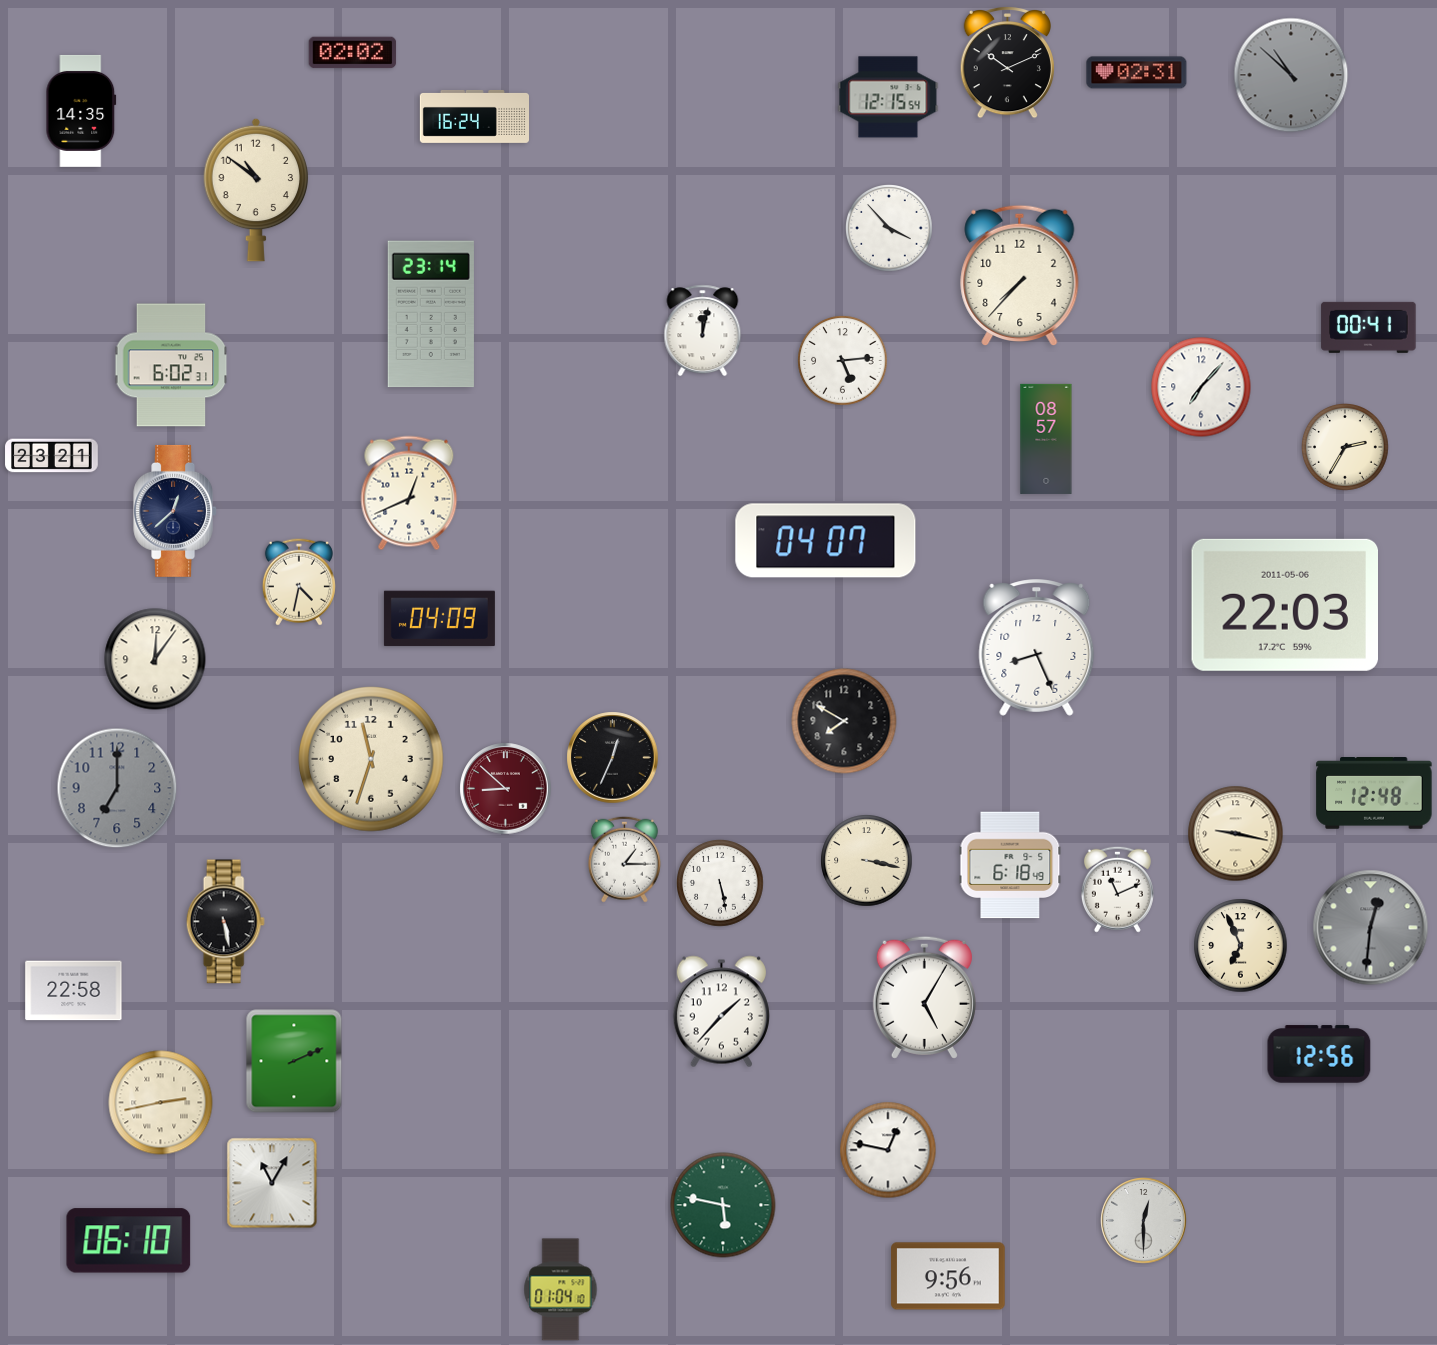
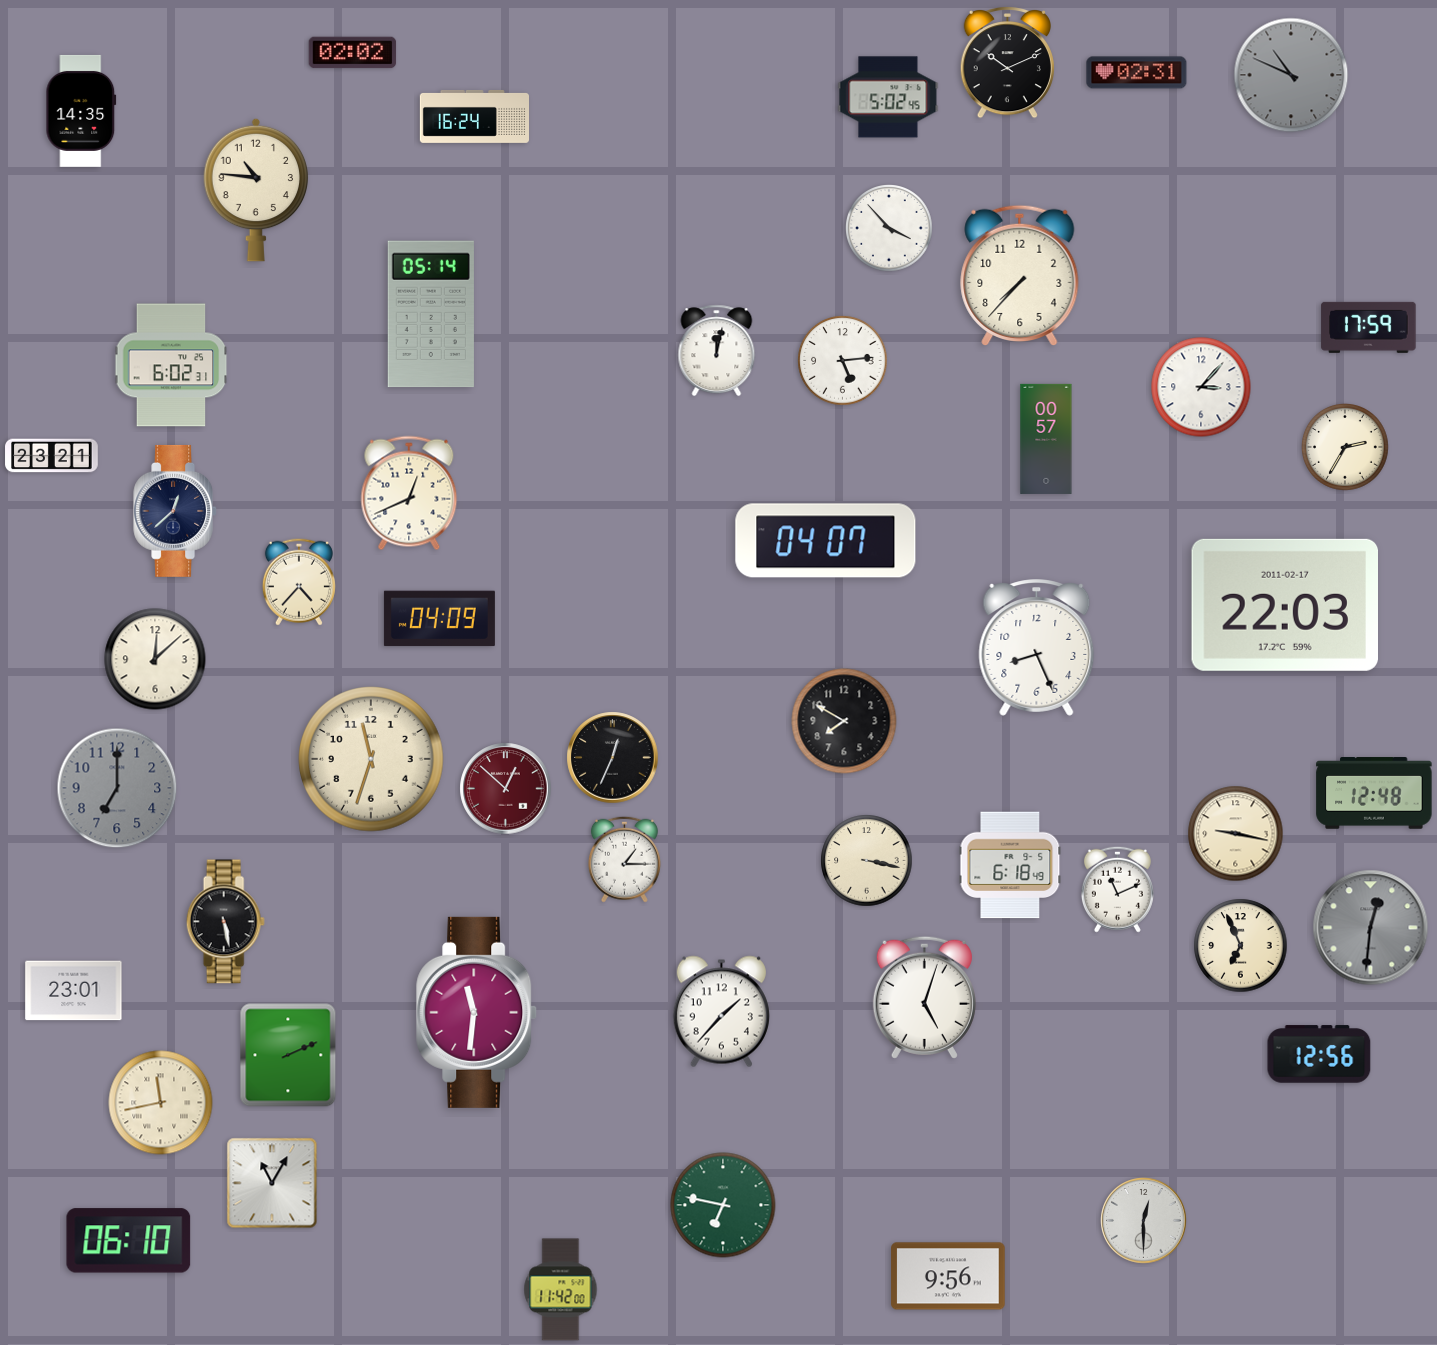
clock at (1291, 75): 10:52 -> 10:49
clock at (888, 97): 12:15 -> 5:02
clock at (256, 190): 10:51 -> 10:46
clock at (431, 314): 23:14 -> 05:14
clock at (1369, 327): 00:41 -> 17:59
clock at (703, 331) position: (703, 331) -> (717, 351)
clock at (1201, 387): 7:07 -> 3:07
clock at (1046, 439): 08:57 -> 00:57
clock at (299, 582): 4:32 -> 4:37
clock at (1284, 605) date: 2011-05-06 -> 2011-02-17
clock at (155, 659): 12:06 -> 12:08
clock at (506, 789): 8:52 -> 12:52
clock at (720, 883): 5:28 -> none
clock at (74, 991): 22:58 -> 23:01
clock at (924, 997): 5:05 -> 5:03
clock at (477, 1012): none -> 11:31
clock at (294, 1061) position: (294, 1061) -> (288, 1055)
clock at (161, 1103): 2:43 -> 11:43
clock at (888, 1150): 12:47 -> none
clock at (723, 1205): 5:47 -> 6:47
clock at (561, 1290): 01:04 -> 11:42
